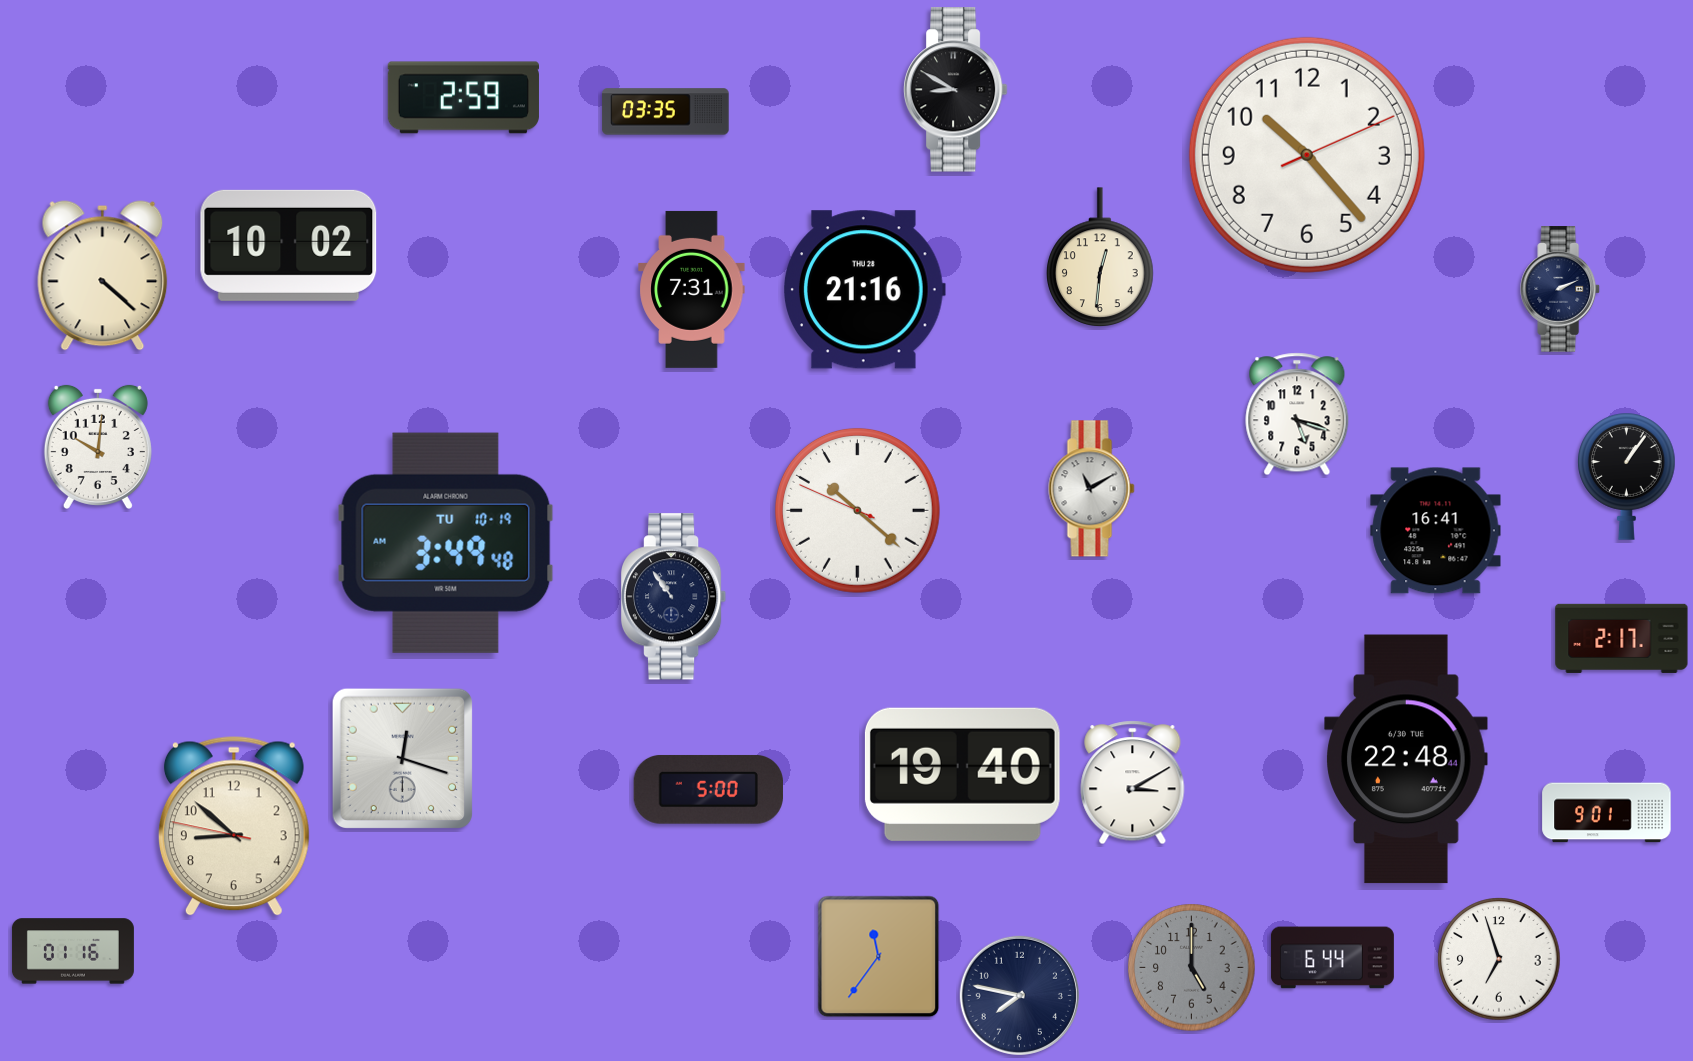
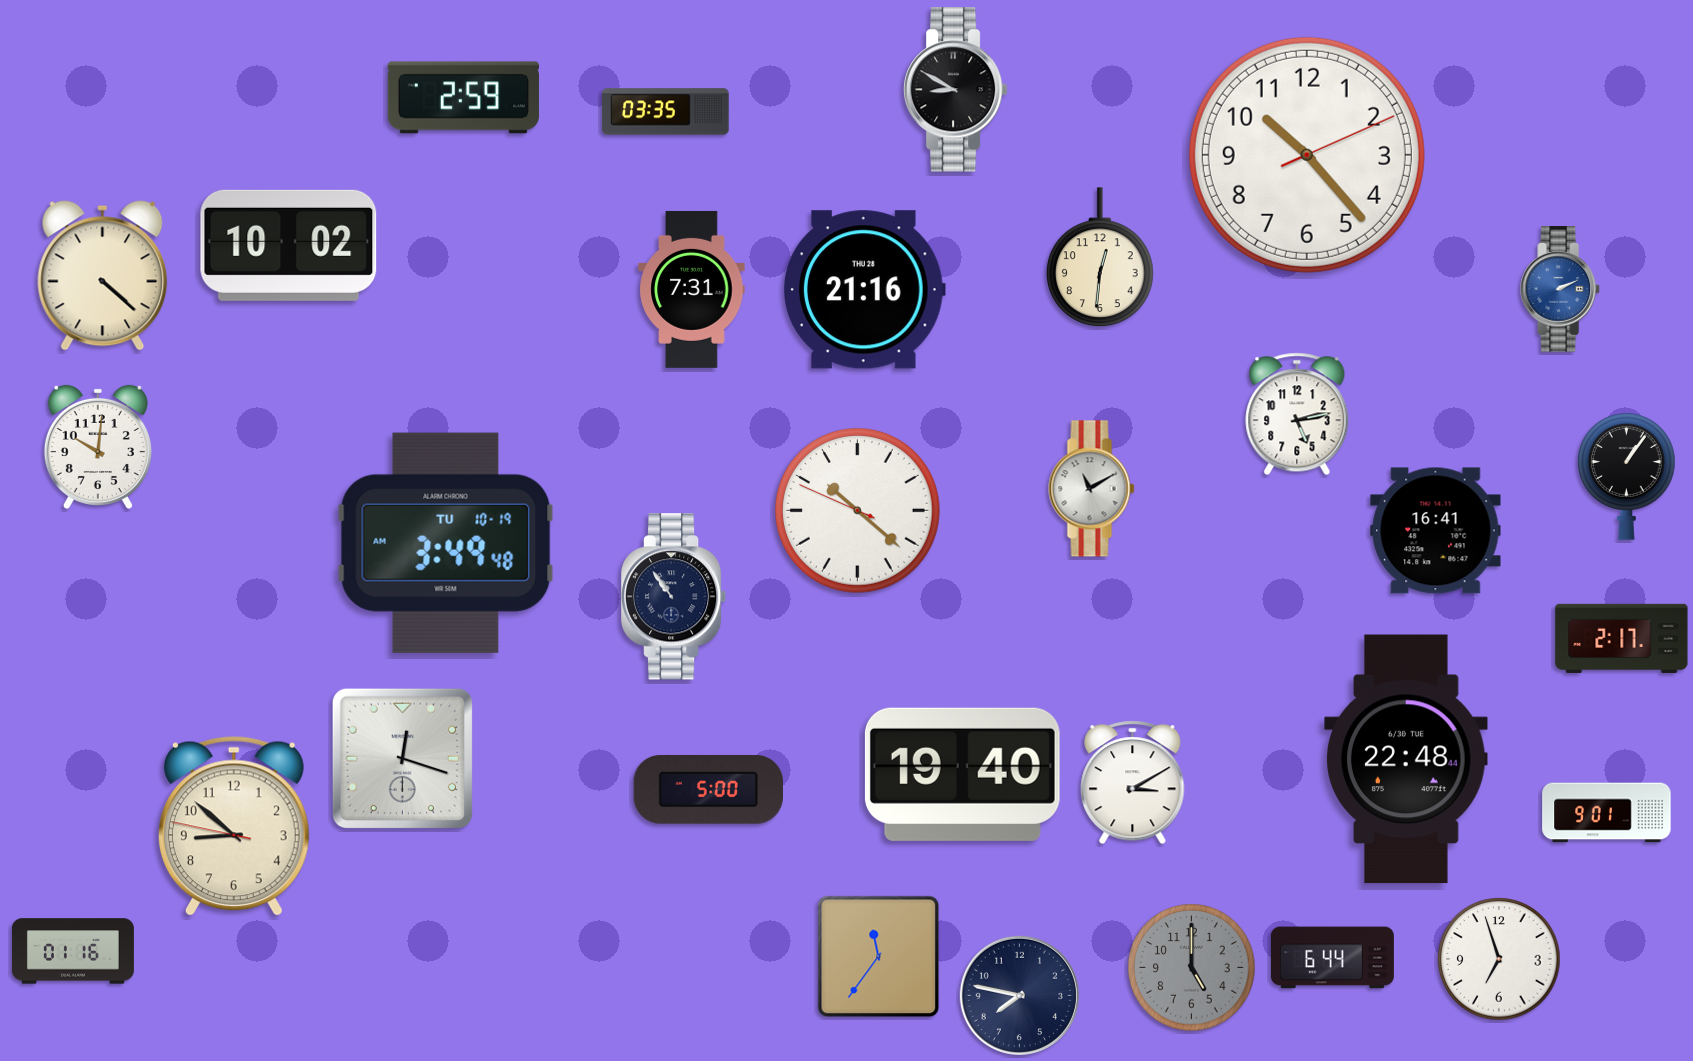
clock at (1561, 289) dial: navy -> blue
clock at (1297, 414): 5:18 -> 5:13
